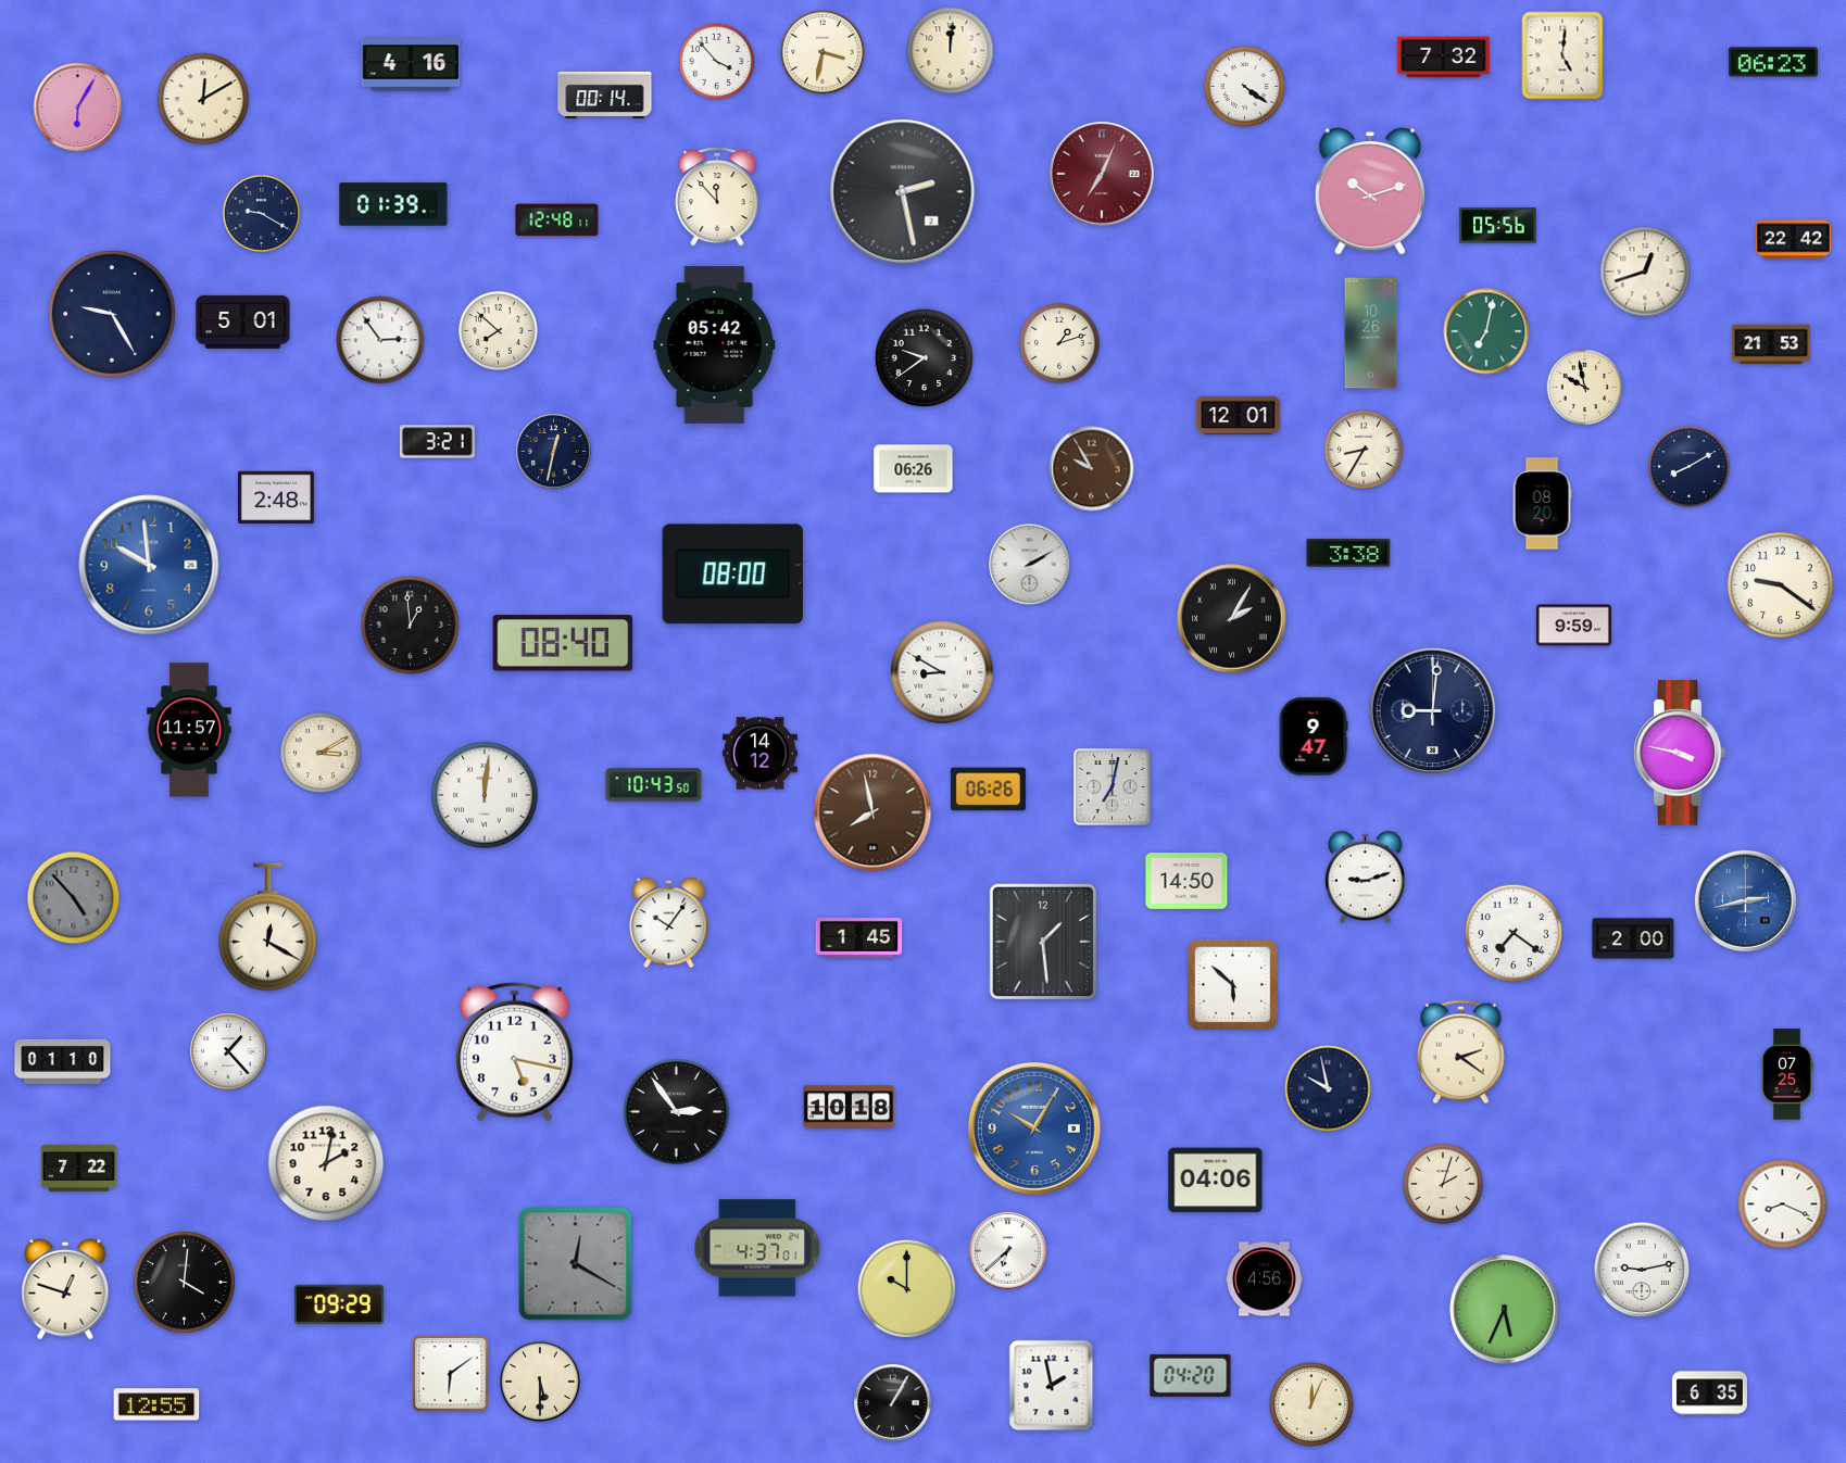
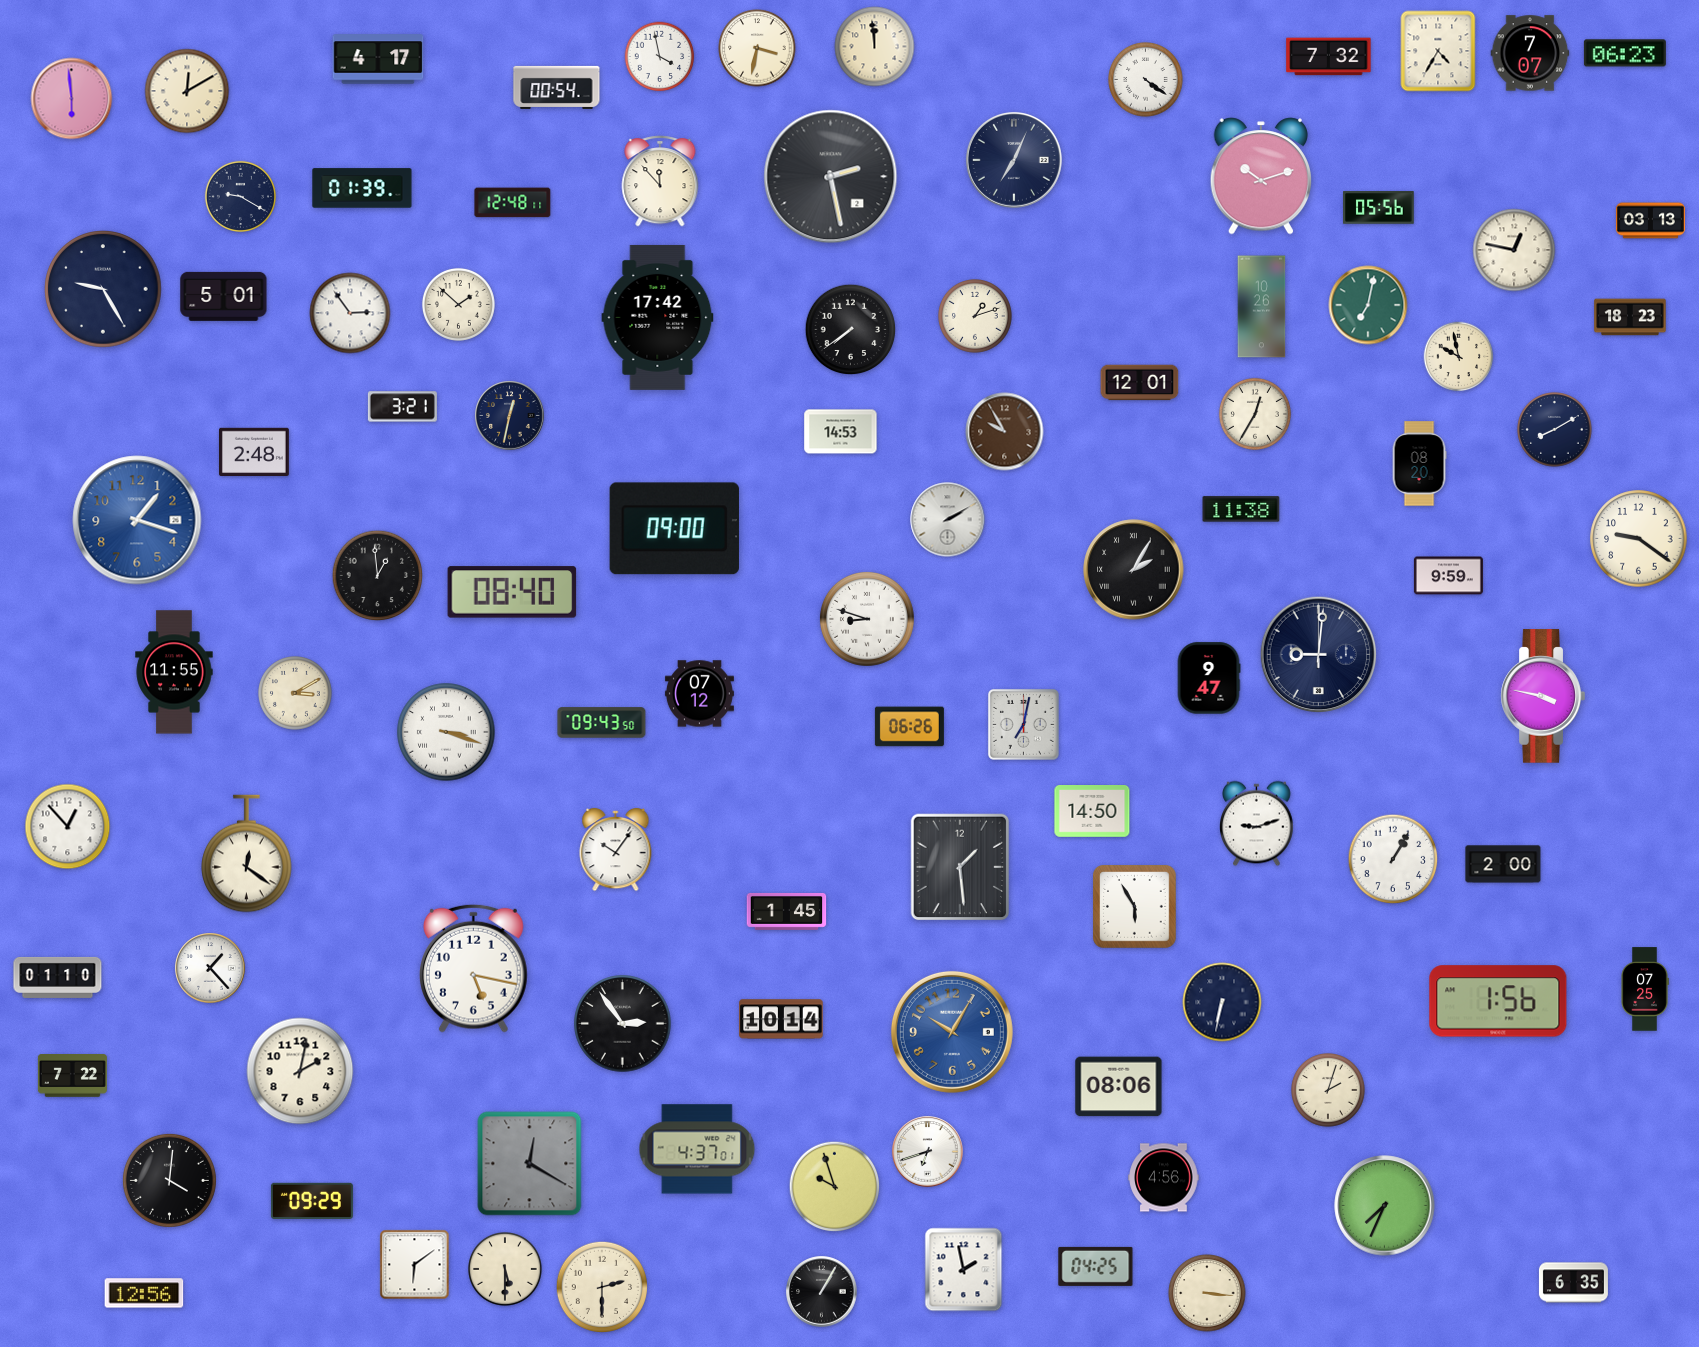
clock at (951, 51): 12:01 -> 11:59
clock at (1562, 55): 5:01 -> 4:35
clock at (1444, 58) position: (1444, 58) -> (1329, 57)
clock at (1530, 53): none -> 7:07
clock at (717, 62): 3:53 -> 3:58
clock at (1773, 62) position: (1773, 62) -> (1625, 53)
clock at (411, 64): 4:16 -> 4:17
clock at (605, 94): 00:14 -> 00:54
clock at (78, 108): 6:05 -> 5:59
clock at (1102, 174) dial: burgundy -> navy
clock at (1793, 240): 22:42 -> 03:13
clock at (1645, 272): 12:42 -> 12:47
clock at (498, 330): 7:52 -> 1:52
clock at (715, 344): 05:42 -> 17:42
clock at (1771, 344): 21:53 -> 18:23
clock at (925, 358): 9:39 -> 7:39
clock at (1364, 450): 8:35 -> 12:35
clock at (914, 469): 06:26 -> 14:53
clock at (277, 496) position: (277, 496) -> (255, 451)
clock at (1348, 553): 3:38 -> 11:38
clock at (149, 565): 9:59 -> 1:18
clock at (732, 575): 08:00 -> 09:00
clock at (563, 643) position: (563, 643) -> (512, 592)
clock at (942, 672): 8:50 -> 8:48
clock at (189, 730): 11:57 -> 11:55
clock at (1680, 753) position: (1680, 753) -> (1543, 696)
clock at (759, 754): 14:12 -> 07:12
clock at (654, 785): 10:43 -> 09:43
clock at (485, 795): 12:01 -> 3:18
clock at (872, 812): 7:58 -> none
clock at (1366, 878) position: (1366, 878) -> (1257, 824)
clock at (74, 898): 4:53 -> 12:53
clock at (74, 898) dial: grey -> white
clock at (1745, 900): 2:43 -> none
clock at (268, 928): 12:20 -> 12:21
clock at (1514, 933): 7:21 -> 1:05
clock at (859, 937) position: (859, 937) -> (787, 911)
clock at (1233, 985): 5:52 -> 5:55
clock at (1460, 1052): 2:21 -> none
clock at (1498, 1001): none -> 1:56
clock at (1328, 1088): 9:58 -> 6:32
clock at (849, 1107): 10:18 -> 10:14
clock at (1034, 1128) position: (1034, 1128) -> (952, 1032)
clock at (1216, 1181): 04:06 -> 08:06
clock at (1783, 1205): 8:19 -> none
clock at (1008, 1251): 6:38 -> 6:42
clock at (1642, 1270): 9:13 -> none
clock at (65, 1289): 12:48 -> none
clock at (907, 1289): 10:00 -> 9:57
clock at (1505, 1310): 5:34 -> 7:34
clock at (1191, 1375): 04:20 -> 04:25
clock at (541, 1383) position: (541, 1383) -> (506, 1270)
clock at (1052, 1386) position: (1052, 1386) -> (964, 1270)
clock at (601, 1286): none -> 2:30
clock at (156, 1404): 12:55 -> 12:56
clock at (1311, 1404): 12:04 -> 3:16
